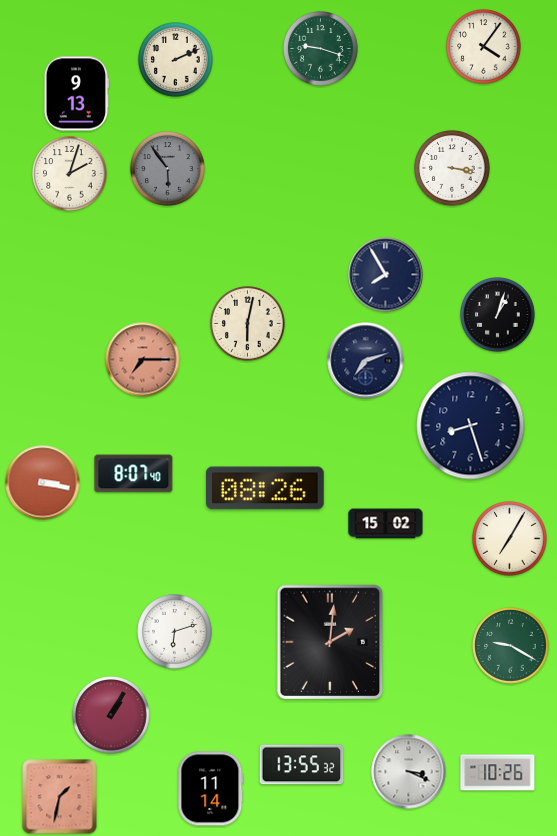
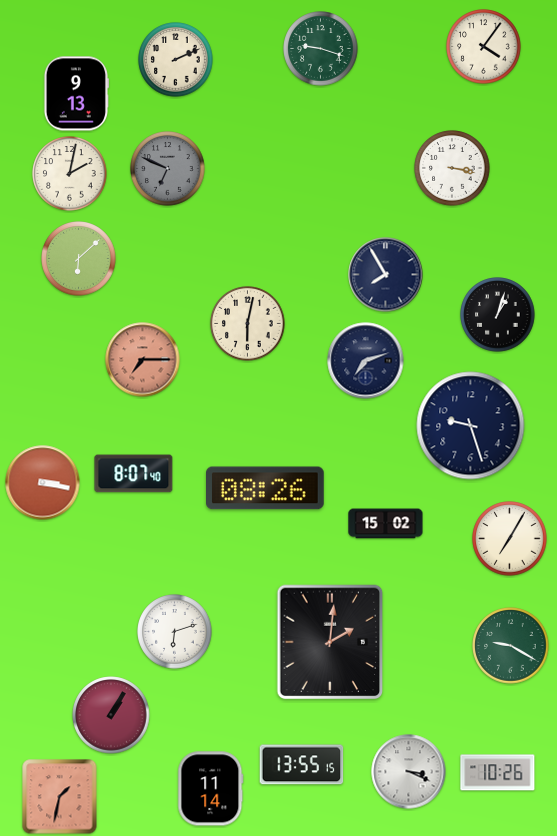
clock at (168, 169): 5:54 -> 6:49
clock at (70, 174): 2:03 -> 2:02
clock at (79, 259): none -> 6:08
clock at (471, 426): 8:27 -> 9:27
clock at (302, 765): 13:55:32 -> 13:55:15
